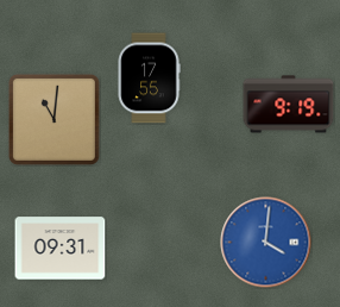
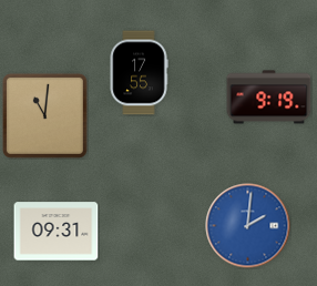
clock at (53, 119) position: (53, 119) -> (44, 115)
clock at (266, 243): 4:01 -> 2:01
